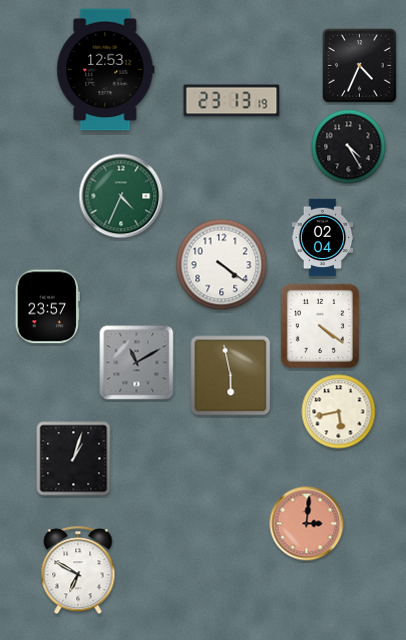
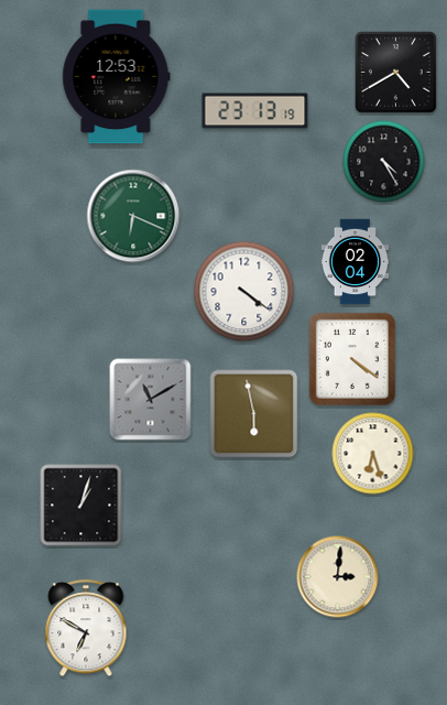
clock at (360, 66): 4:34 -> 4:40
clock at (121, 196): 4:34 -> 6:19
clock at (47, 307): 23:57 -> none
clock at (339, 412): 5:43 -> 6:27
clock at (307, 524) dial: salmon -> cream
